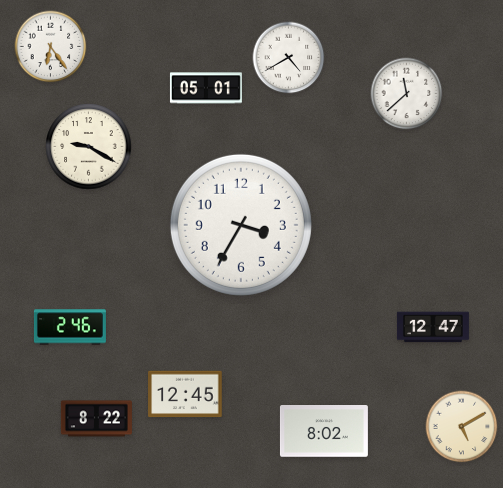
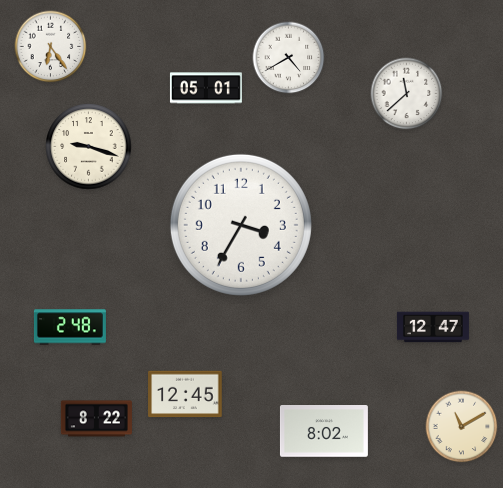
clock at (89, 147): 9:20 -> 9:18
clock at (70, 327): 2:46 -> 2:48
clock at (462, 427): 5:10 -> 11:10
